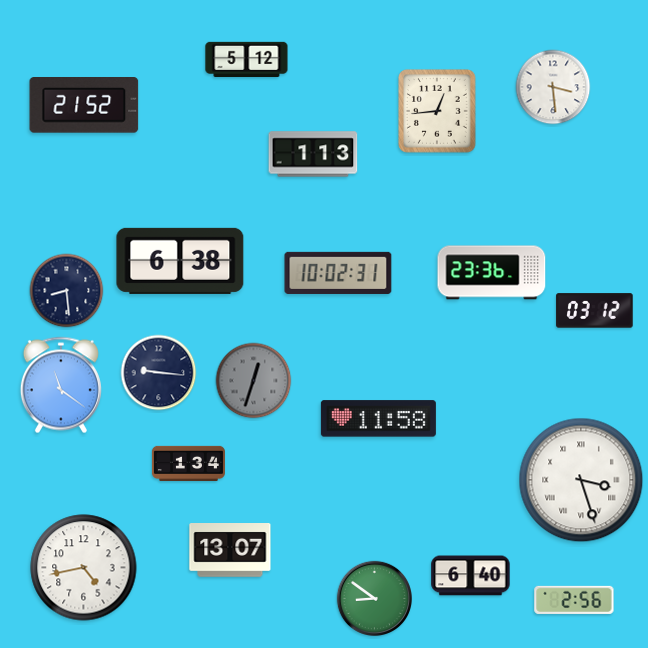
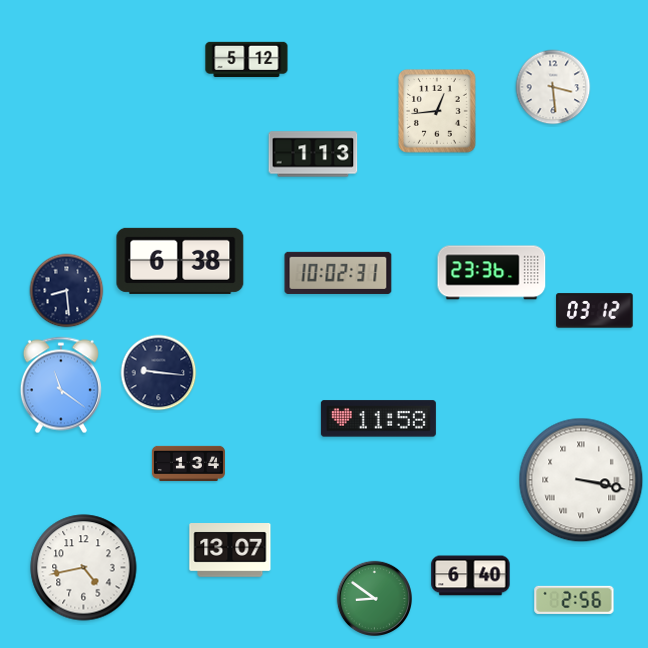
clock at (84, 106): 21:52 -> none
clock at (254, 381): 12:33 -> none
clock at (581, 480): 3:27 -> 3:17
